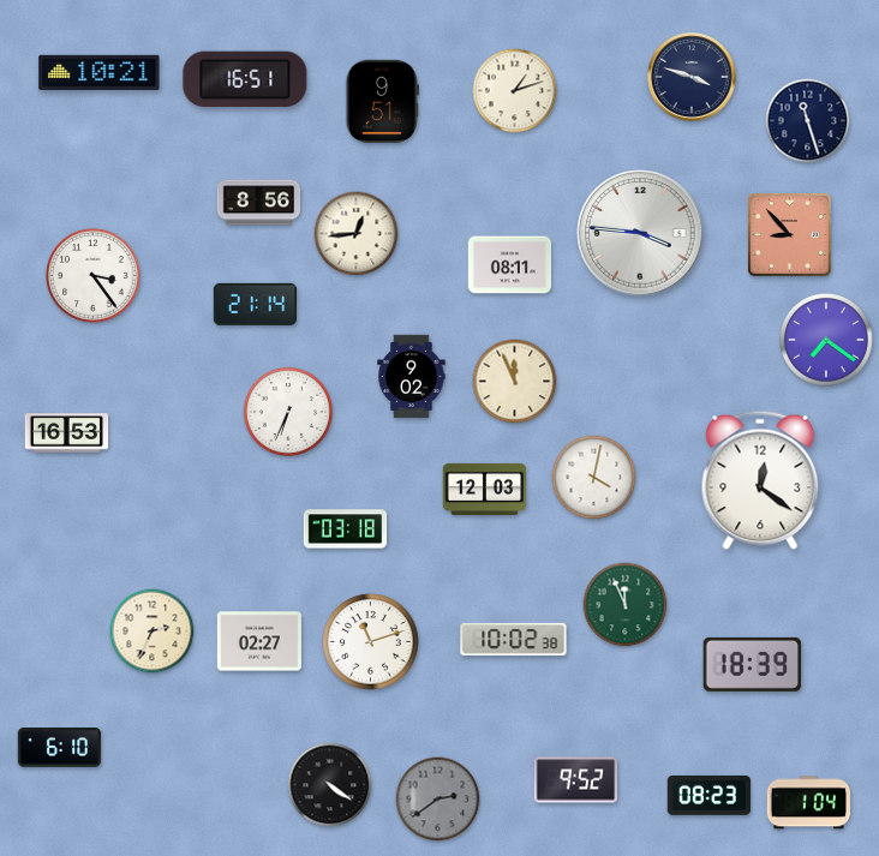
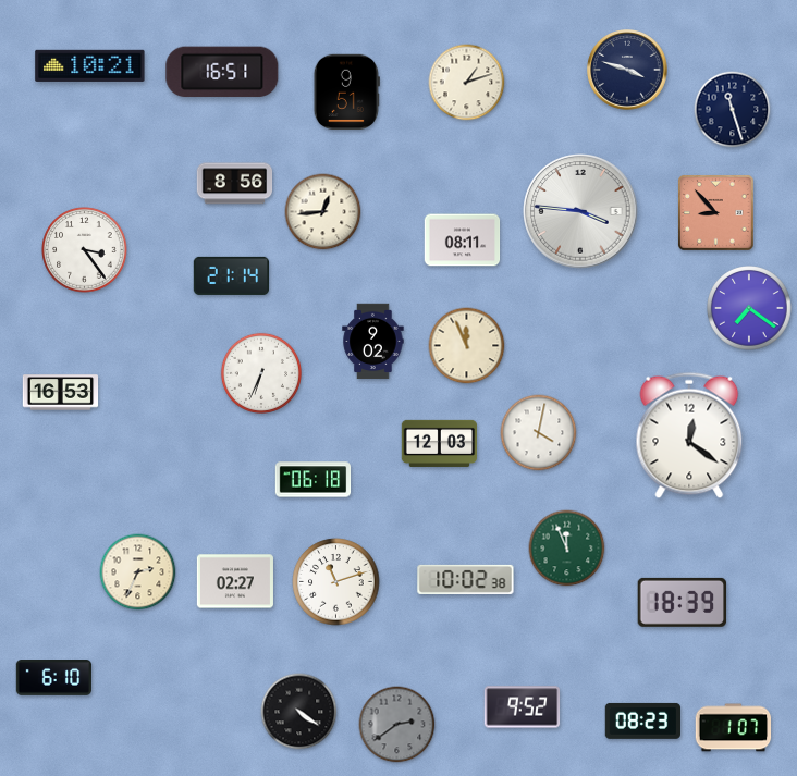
clock at (346, 529): 03:18 -> 06:18
clock at (809, 803): 1:04 -> 1:07
